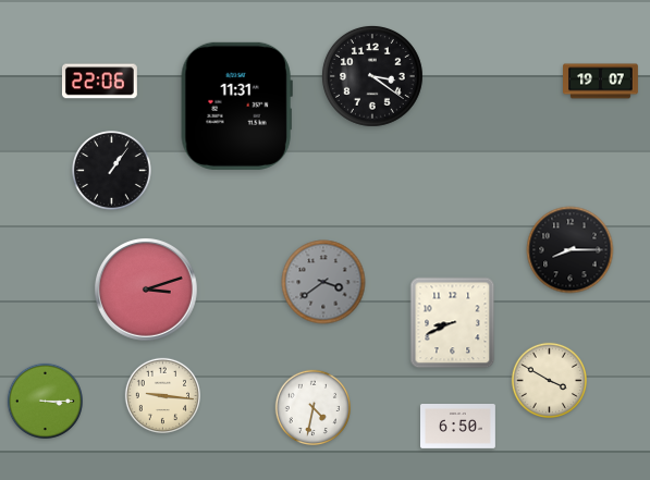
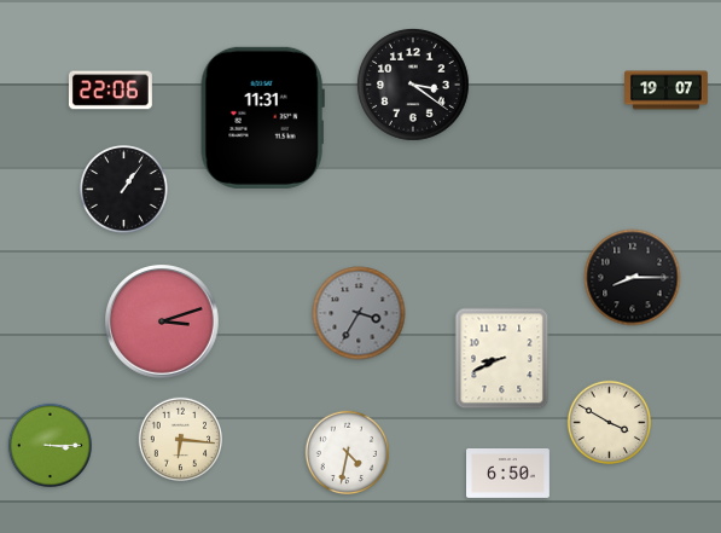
clock at (323, 282): 3:39 -> 3:35
clock at (162, 395): 9:16 -> 6:16
